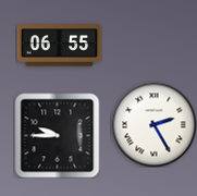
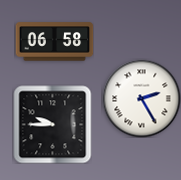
clock at (59, 46): 06:55 -> 06:58
clock at (153, 124) position: (153, 124) -> (141, 98)
